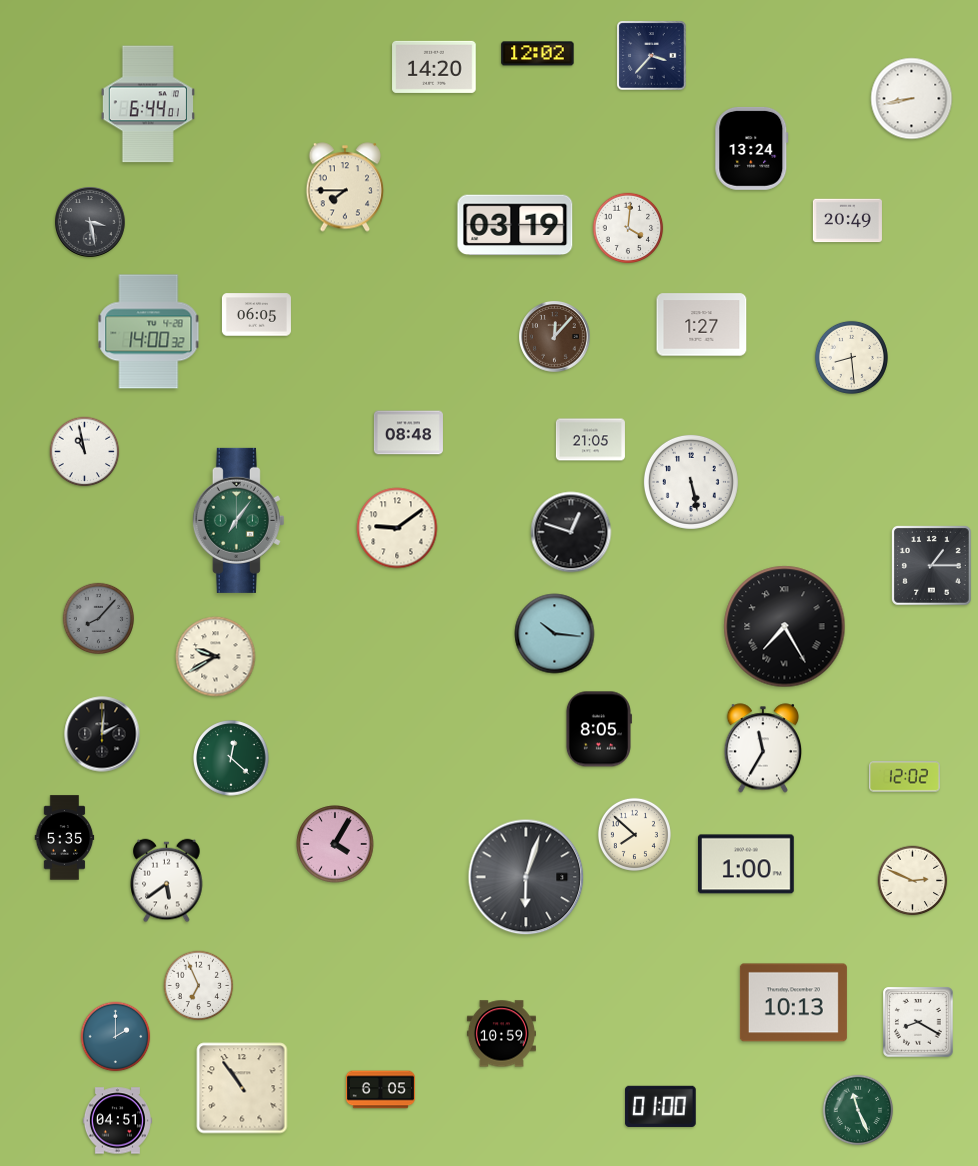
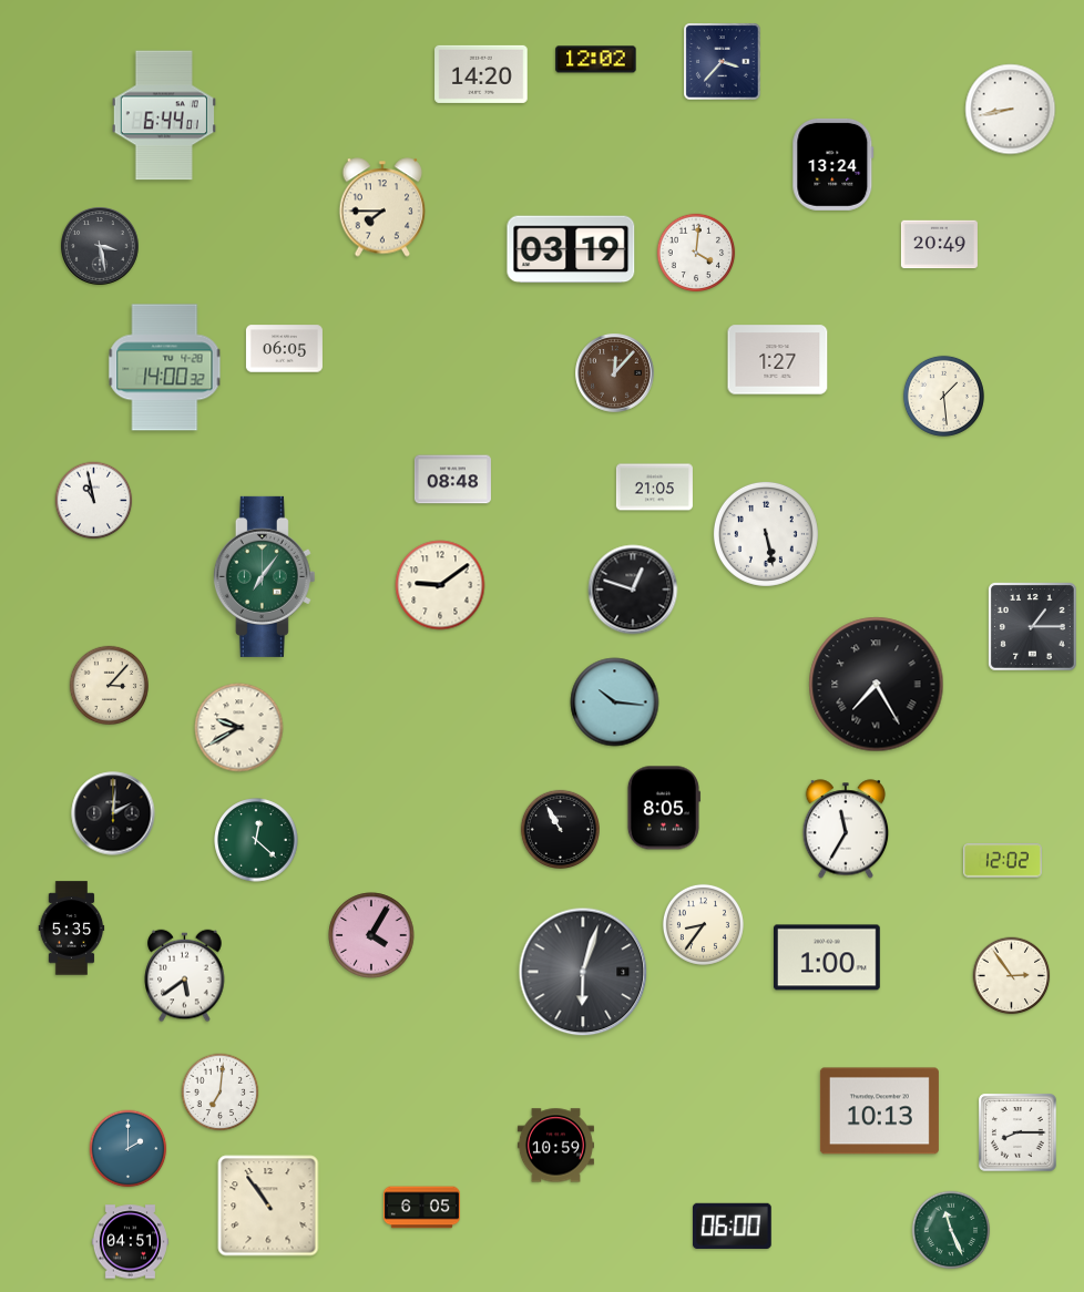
clock at (851, 357): 8:29 -> 1:29
clock at (98, 619): 8:07 -> 3:07
clock at (98, 619) dial: grey -> cream
clock at (785, 627) position: (785, 627) -> (877, 685)
clock at (560, 830): none -> 10:55
clock at (634, 834): 7:52 -> 8:36
clock at (913, 881): 2:49 -> 2:54
clock at (199, 986): 6:56 -> 7:01
clock at (918, 1022): 8:20 -> 8:15
clock at (661, 1106): 01:00 -> 06:00
